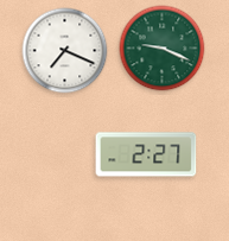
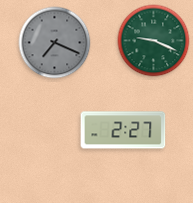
clock at (163, 49) position: (163, 49) -> (154, 41)
clock at (65, 51) dial: white -> grey
